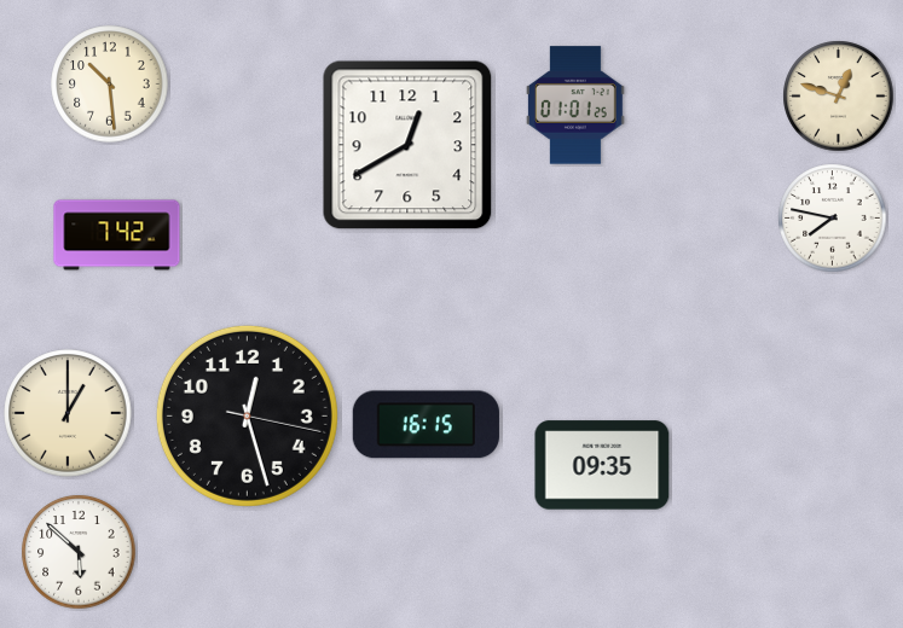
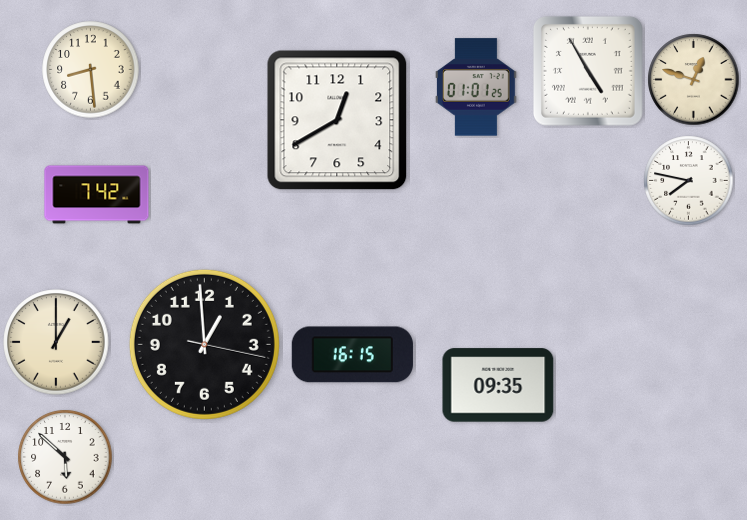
clock at (110, 85): 10:29 -> 8:29
clock at (588, 71): none -> 4:55
clock at (247, 415): 12:27 -> 12:59
clock at (426, 425) position: (426, 425) -> (352, 355)
